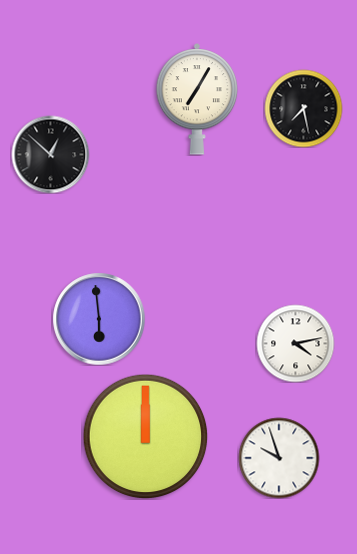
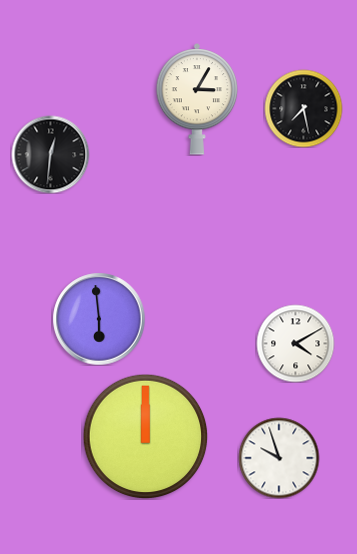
clock at (197, 100): 7:05 -> 3:05
clock at (50, 154): 12:52 -> 12:31
clock at (295, 343): 4:13 -> 4:10
